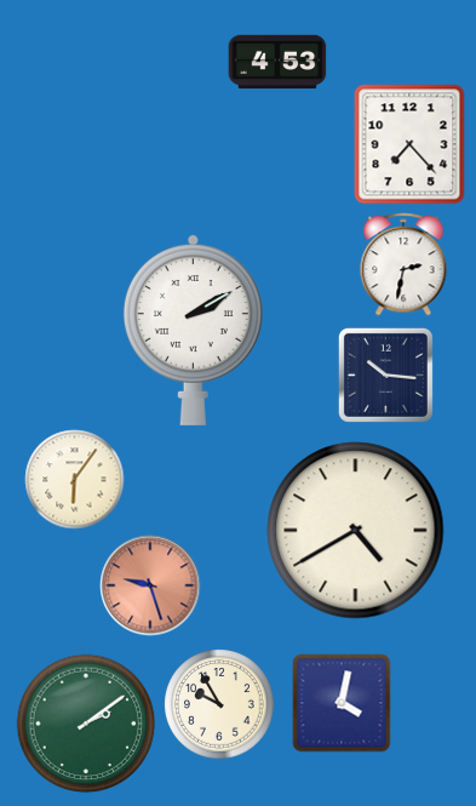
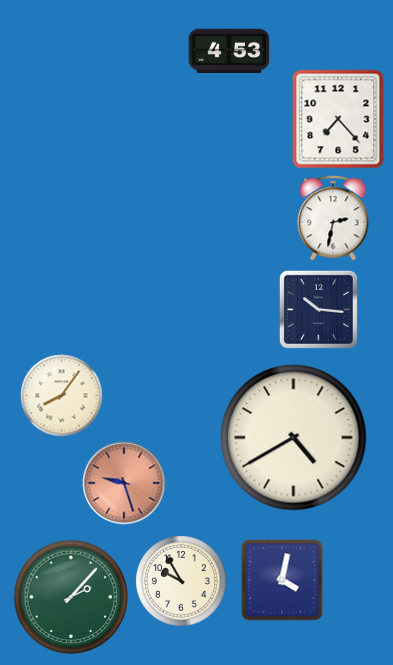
clock at (193, 330): 2:10 -> none
clock at (74, 479): 6:06 -> 8:06
clock at (86, 724): 2:09 -> 2:07
